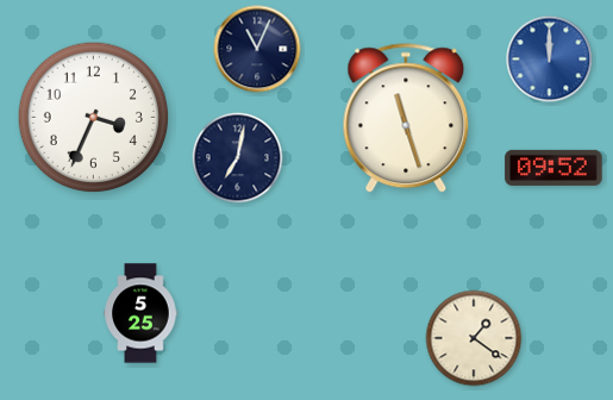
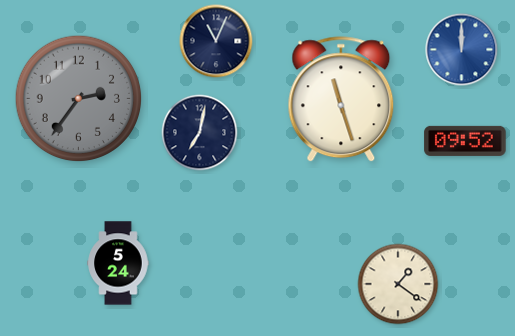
clock at (94, 118): 3:34 -> 2:36
clock at (94, 118) dial: white -> grey
clock at (140, 313): 5:25 -> 5:24
